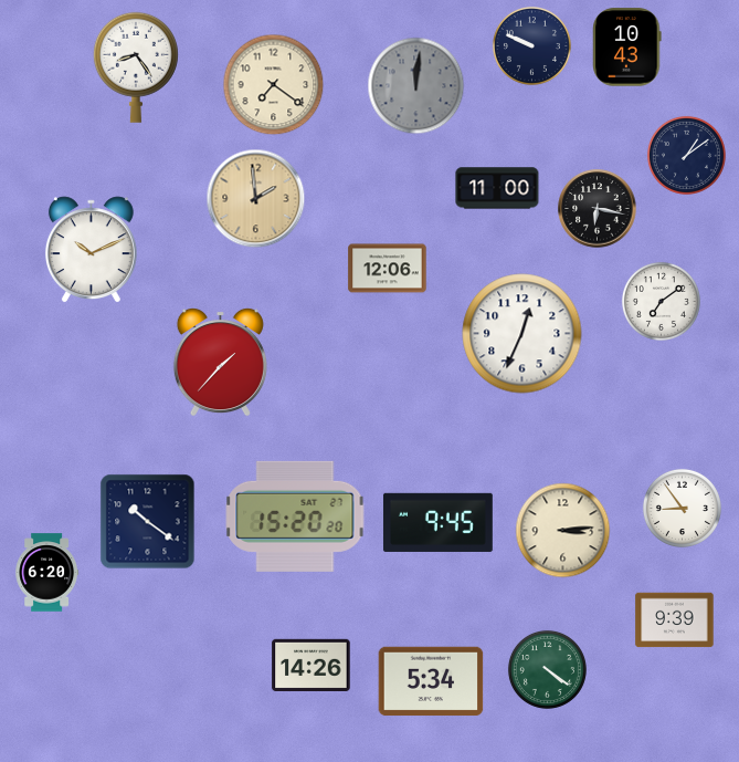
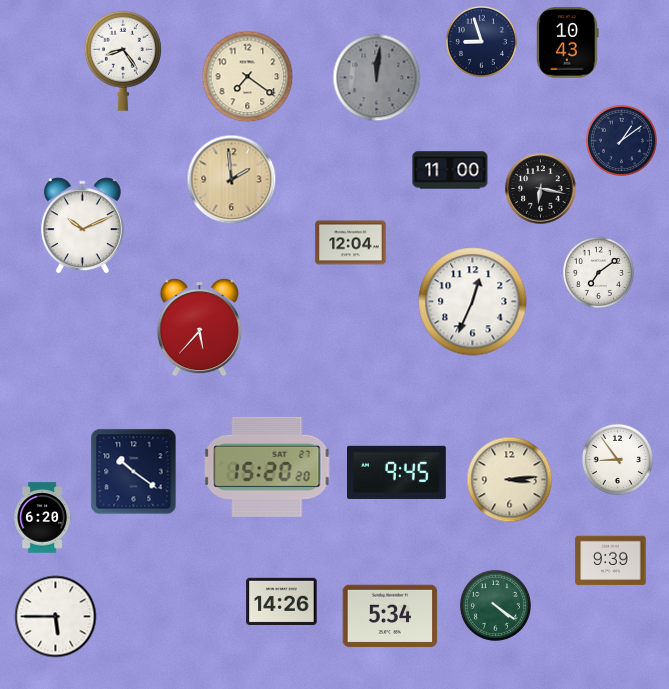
clock at (531, 45): 9:49 -> 8:57
clock at (388, 269): 12:06 -> 12:04
clock at (220, 362): 1:37 -> 5:37
clock at (56, 617): none -> 5:45
